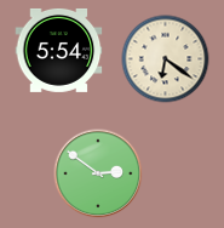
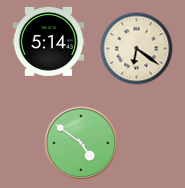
clock at (59, 50): 5:54 -> 5:14
clock at (98, 173): 2:51 -> 4:51
